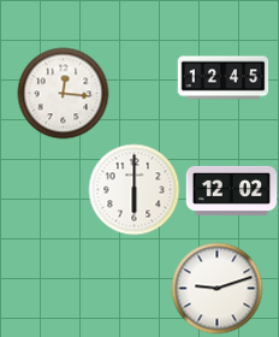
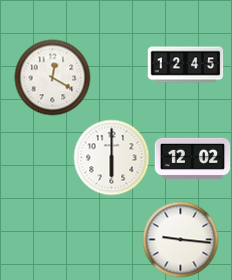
clock at (64, 94): 12:16 -> 12:20
clock at (218, 289): 9:12 -> 9:16
